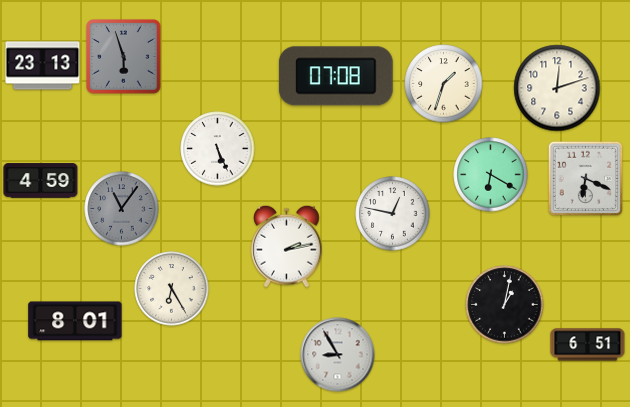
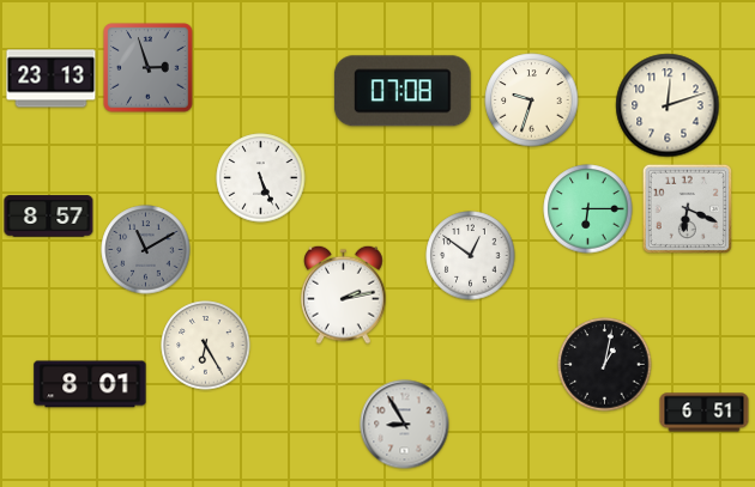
clock at (124, 57): 5:57 -> 2:57
clock at (444, 84): 1:33 -> 9:33
clock at (491, 175): 6:20 -> 6:15
clock at (585, 178) position: (585, 178) -> (687, 208)
clock at (41, 181): 4:59 -> 8:57
clock at (122, 209): 11:06 -> 11:10
clock at (393, 214): 12:47 -> 12:51
